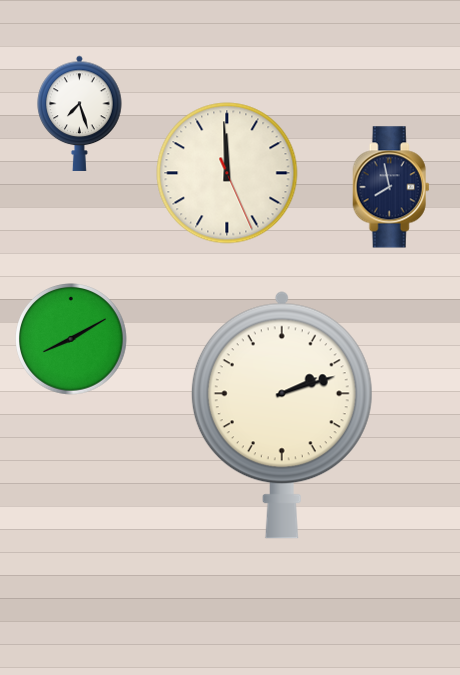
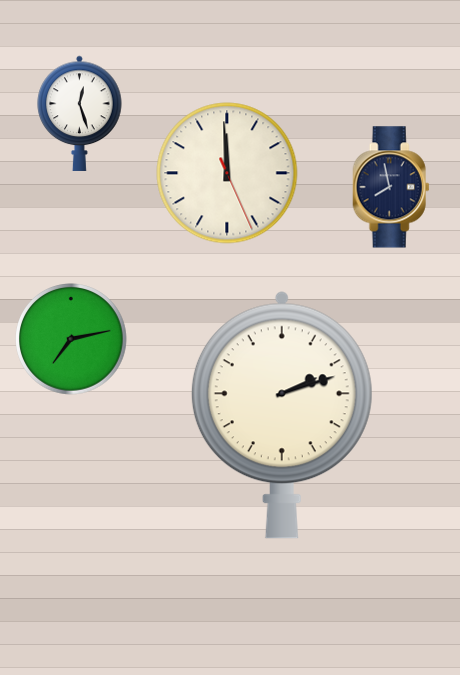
clock at (80, 113): 7:27 -> 12:27
clock at (71, 339): 8:10 -> 7:13
